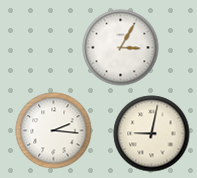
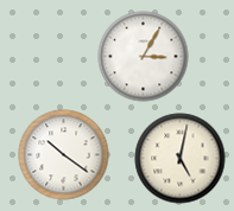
clock at (54, 131): 2:16 -> 10:21
clock at (152, 134): 9:02 -> 5:02
